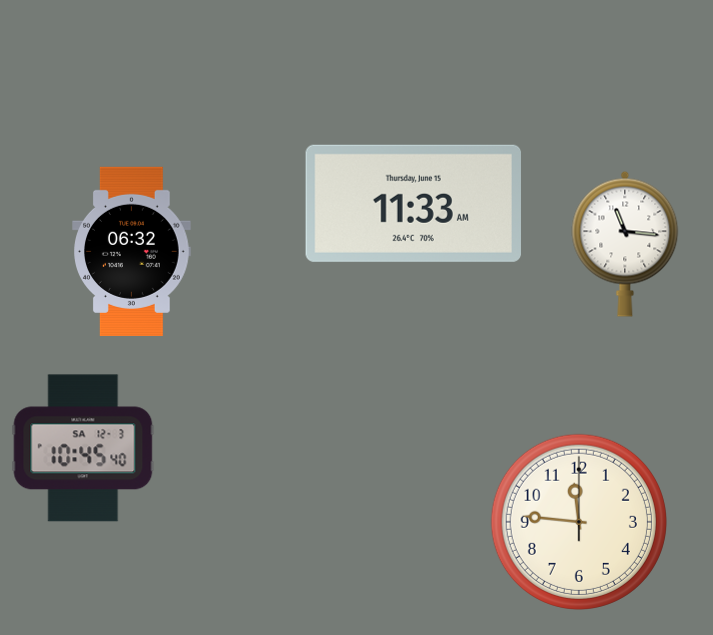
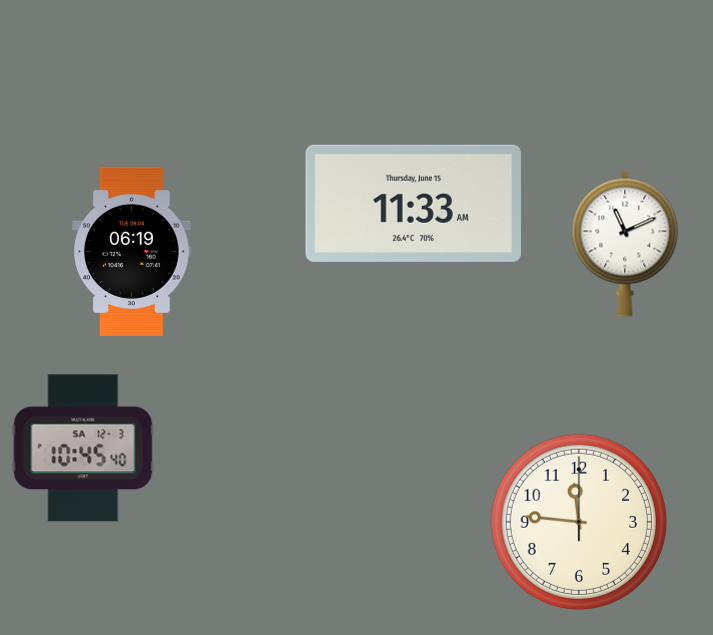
clock at (625, 244): 11:16 -> 11:11
clock at (132, 251): 06:32 -> 06:19
